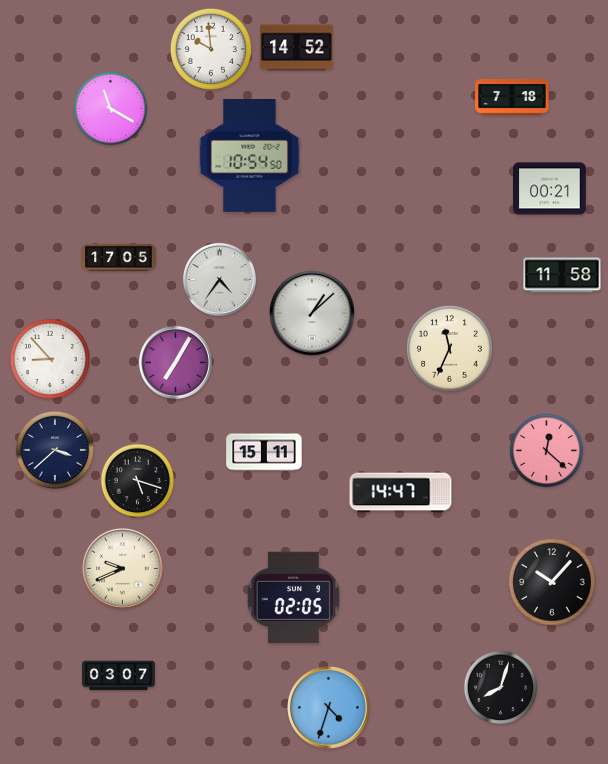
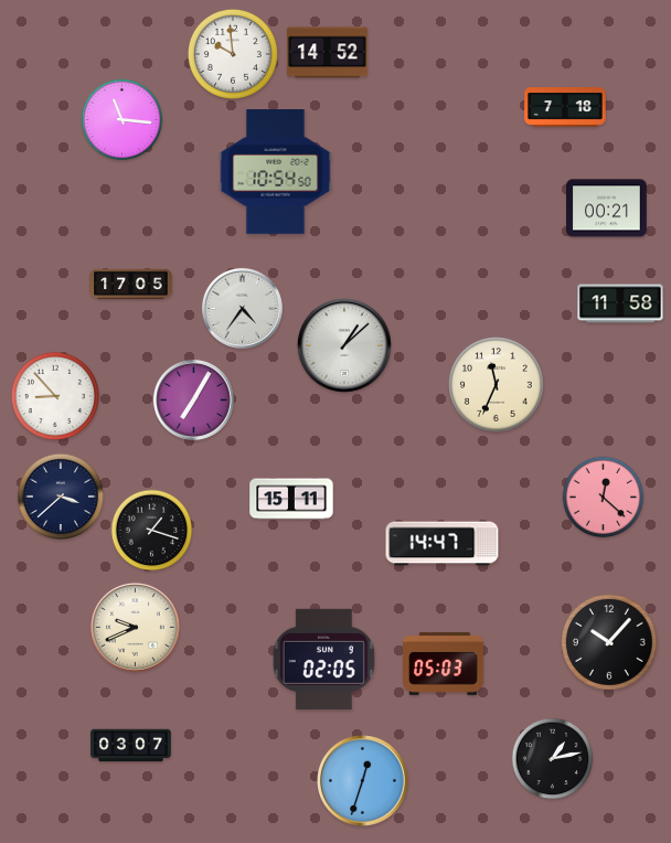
clock at (111, 109): 11:20 -> 11:16
clock at (138, 481): 5:18 -> 1:18
clock at (444, 664): none -> 05:03
clock at (501, 688): 8:03 -> 1:13
clock at (329, 708): 4:33 -> 12:33
